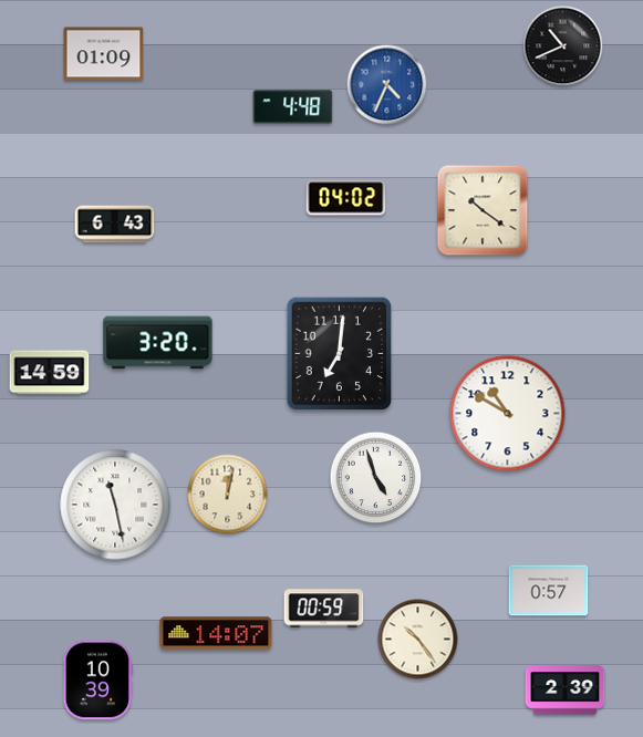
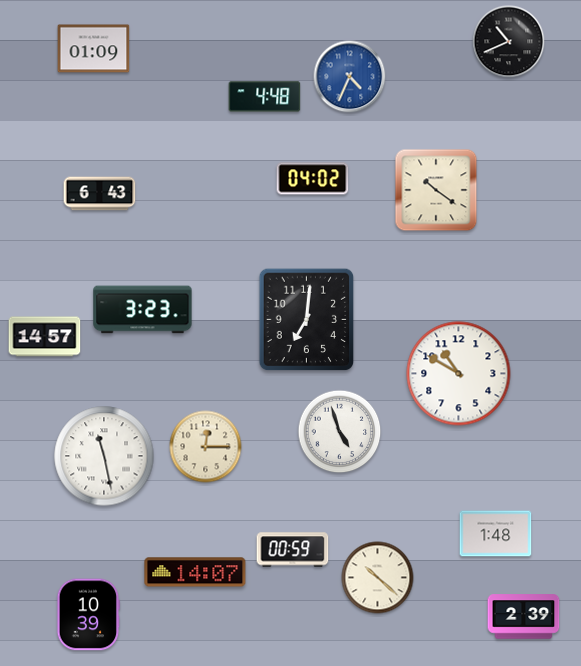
clock at (115, 225) position: (115, 225) -> (100, 194)
clock at (158, 343): 3:20 -> 3:23
clock at (50, 373): 14:59 -> 14:57
clock at (228, 495): 12:02 -> 12:15
clock at (549, 591): 0:57 -> 1:48
clock at (418, 640): 10:24 -> 10:22
clock at (566, 691) position: (566, 691) -> (524, 617)
